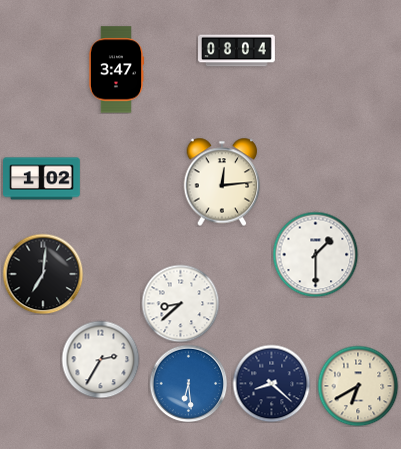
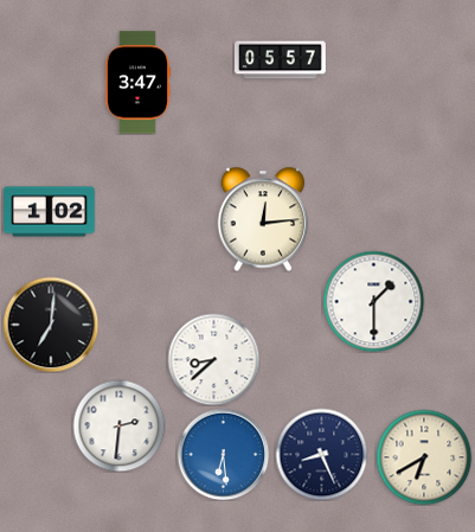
clock at (237, 51): 08:04 -> 05:57
clock at (222, 182) position: (222, 182) -> (263, 219)
clock at (100, 359): 2:35 -> 2:31
clock at (271, 383): 8:22 -> 8:26
